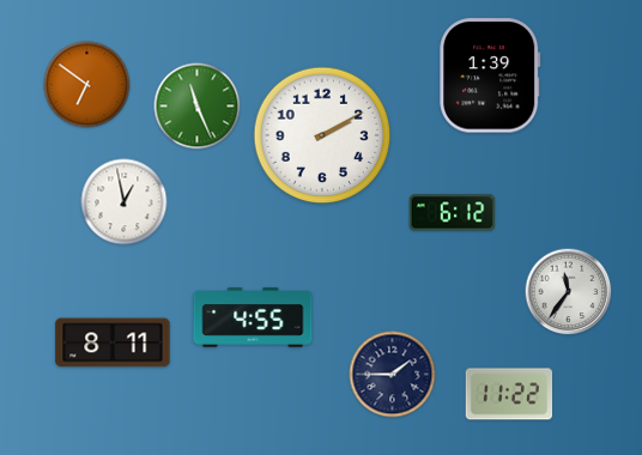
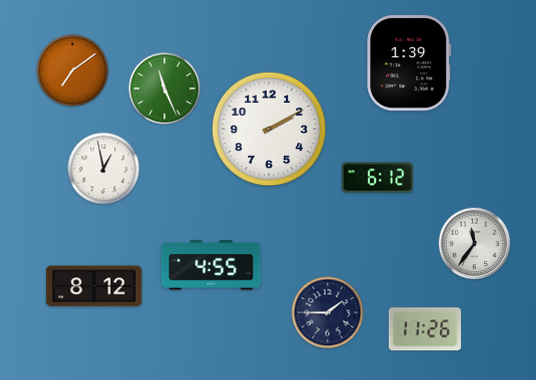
clock at (87, 85): 6:51 -> 7:09
clock at (322, 135) position: (322, 135) -> (269, 129)
clock at (113, 342): 8:11 -> 8:12
clock at (509, 394): 11:22 -> 11:26
